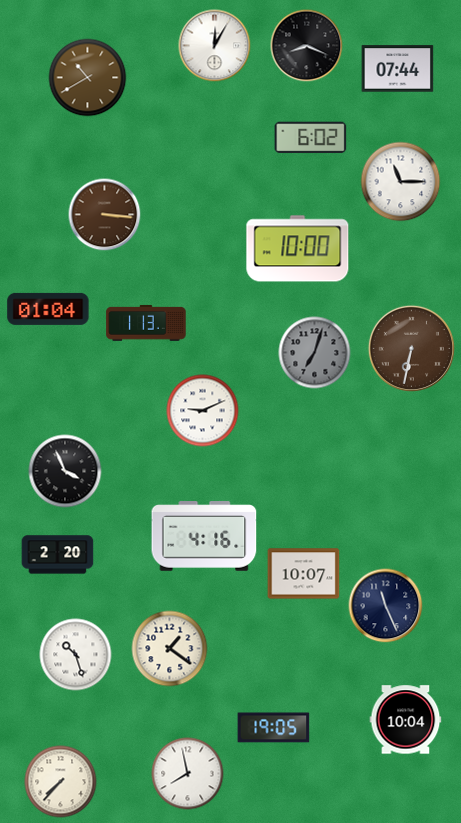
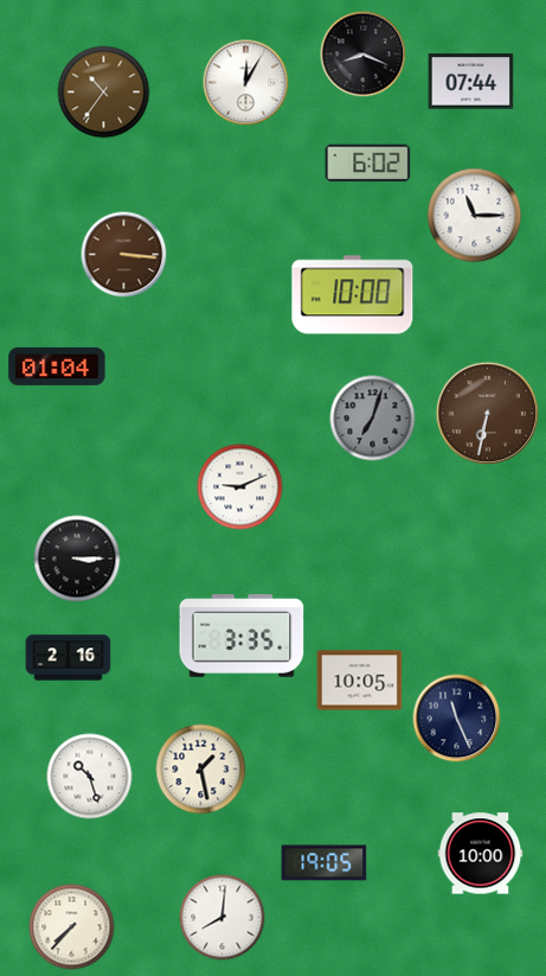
clock at (215, 46) position: (215, 46) -> (246, 83)
clock at (88, 78): 10:40 -> 10:36
clock at (146, 323): 1:13 -> none
clock at (65, 471): 3:56 -> 3:15
clock at (204, 536): 4:16 -> 3:35
clock at (58, 555): 2:20 -> 2:16
clock at (304, 574): 10:07 -> 10:05
clock at (170, 649): 1:21 -> 1:28
clock at (406, 720): 10:04 -> 10:00
clock at (188, 774): 7:58 -> 8:01
